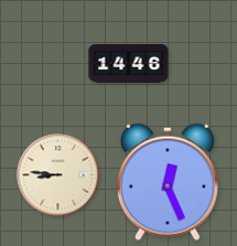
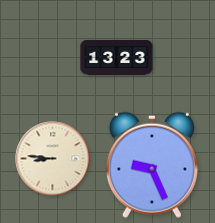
clock at (129, 64): 14:46 -> 13:23
clock at (168, 182): 12:26 -> 9:26
